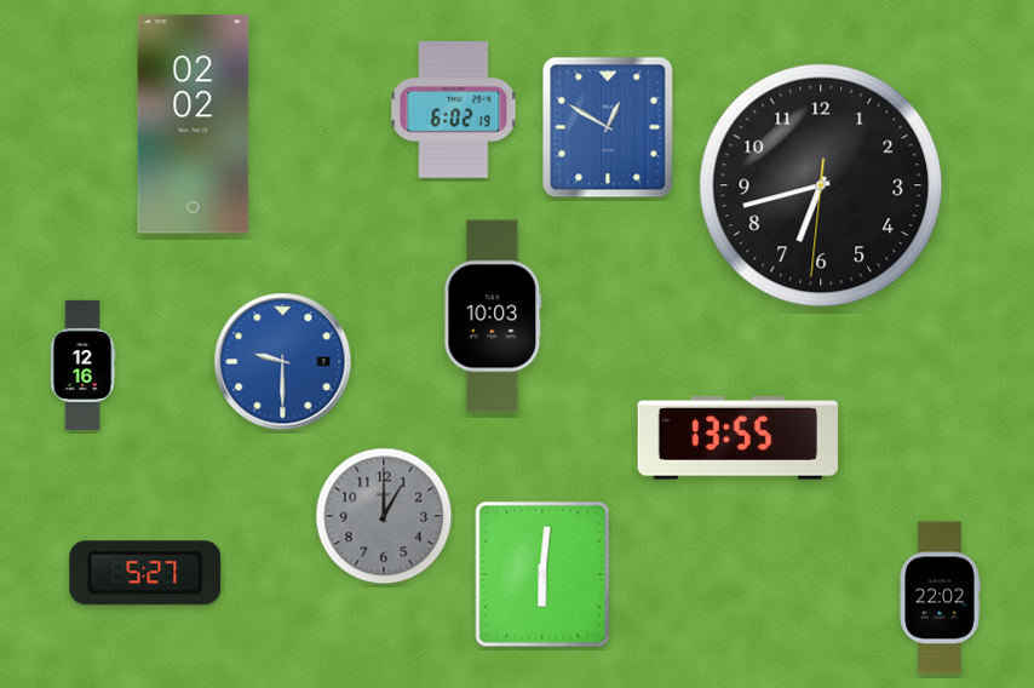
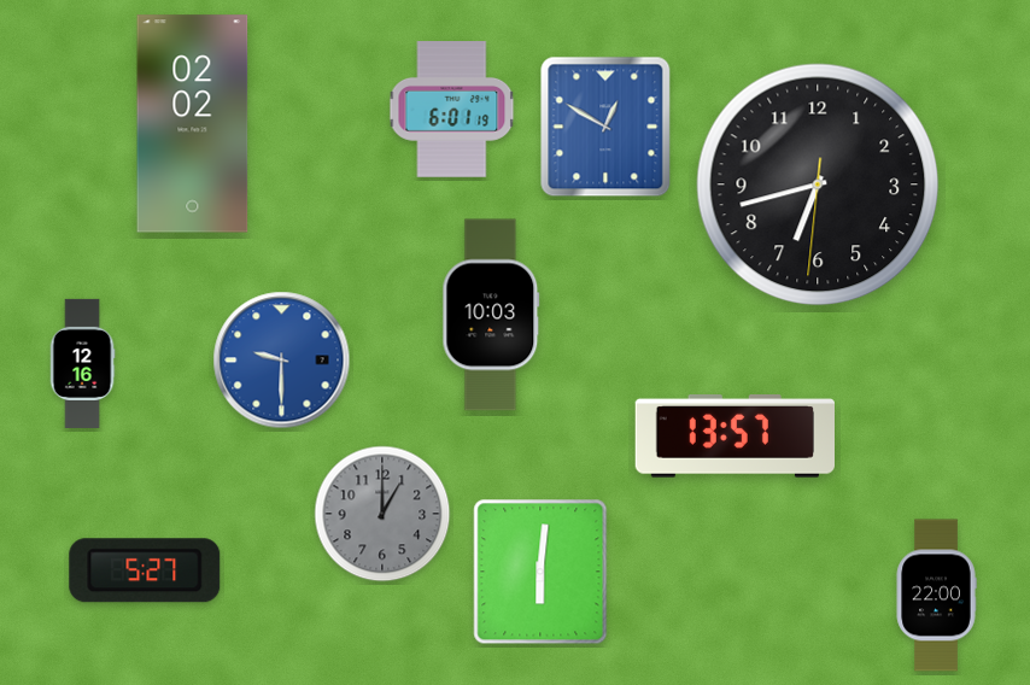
clock at (454, 110): 6:02 -> 6:01
clock at (737, 438): 13:55 -> 13:57
clock at (940, 598): 22:02 -> 22:00
